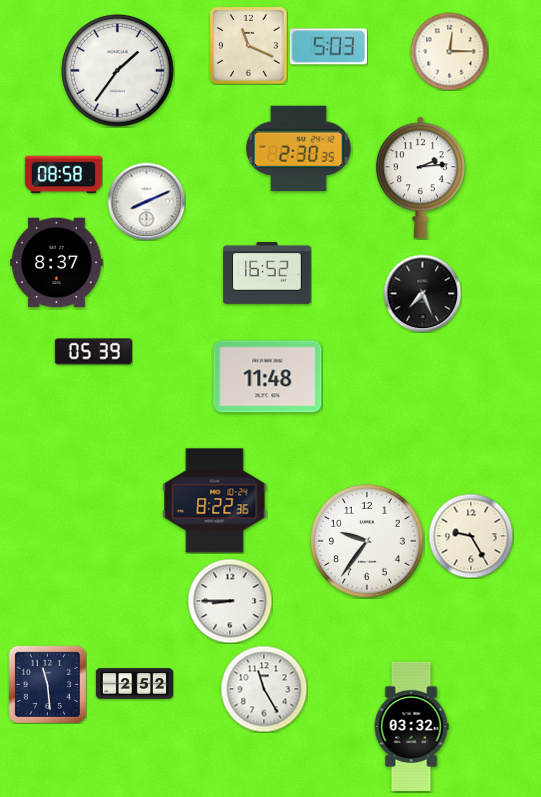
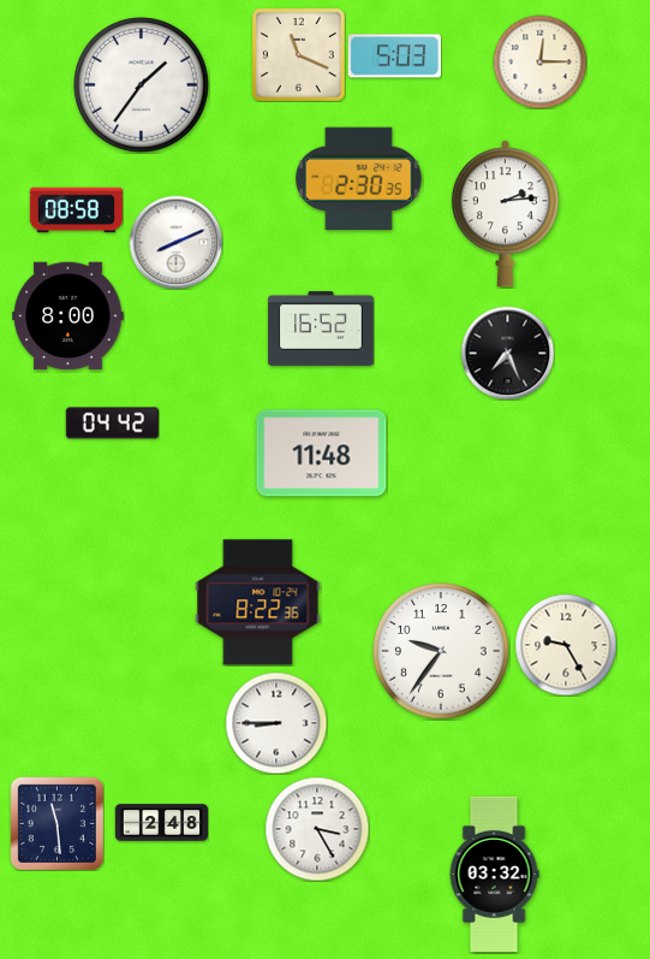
clock at (57, 263): 8:37 -> 8:00
clock at (93, 352): 05:39 -> 04:42
clock at (134, 684): 2:52 -> 2:48
clock at (264, 689): 11:25 -> 3:25
